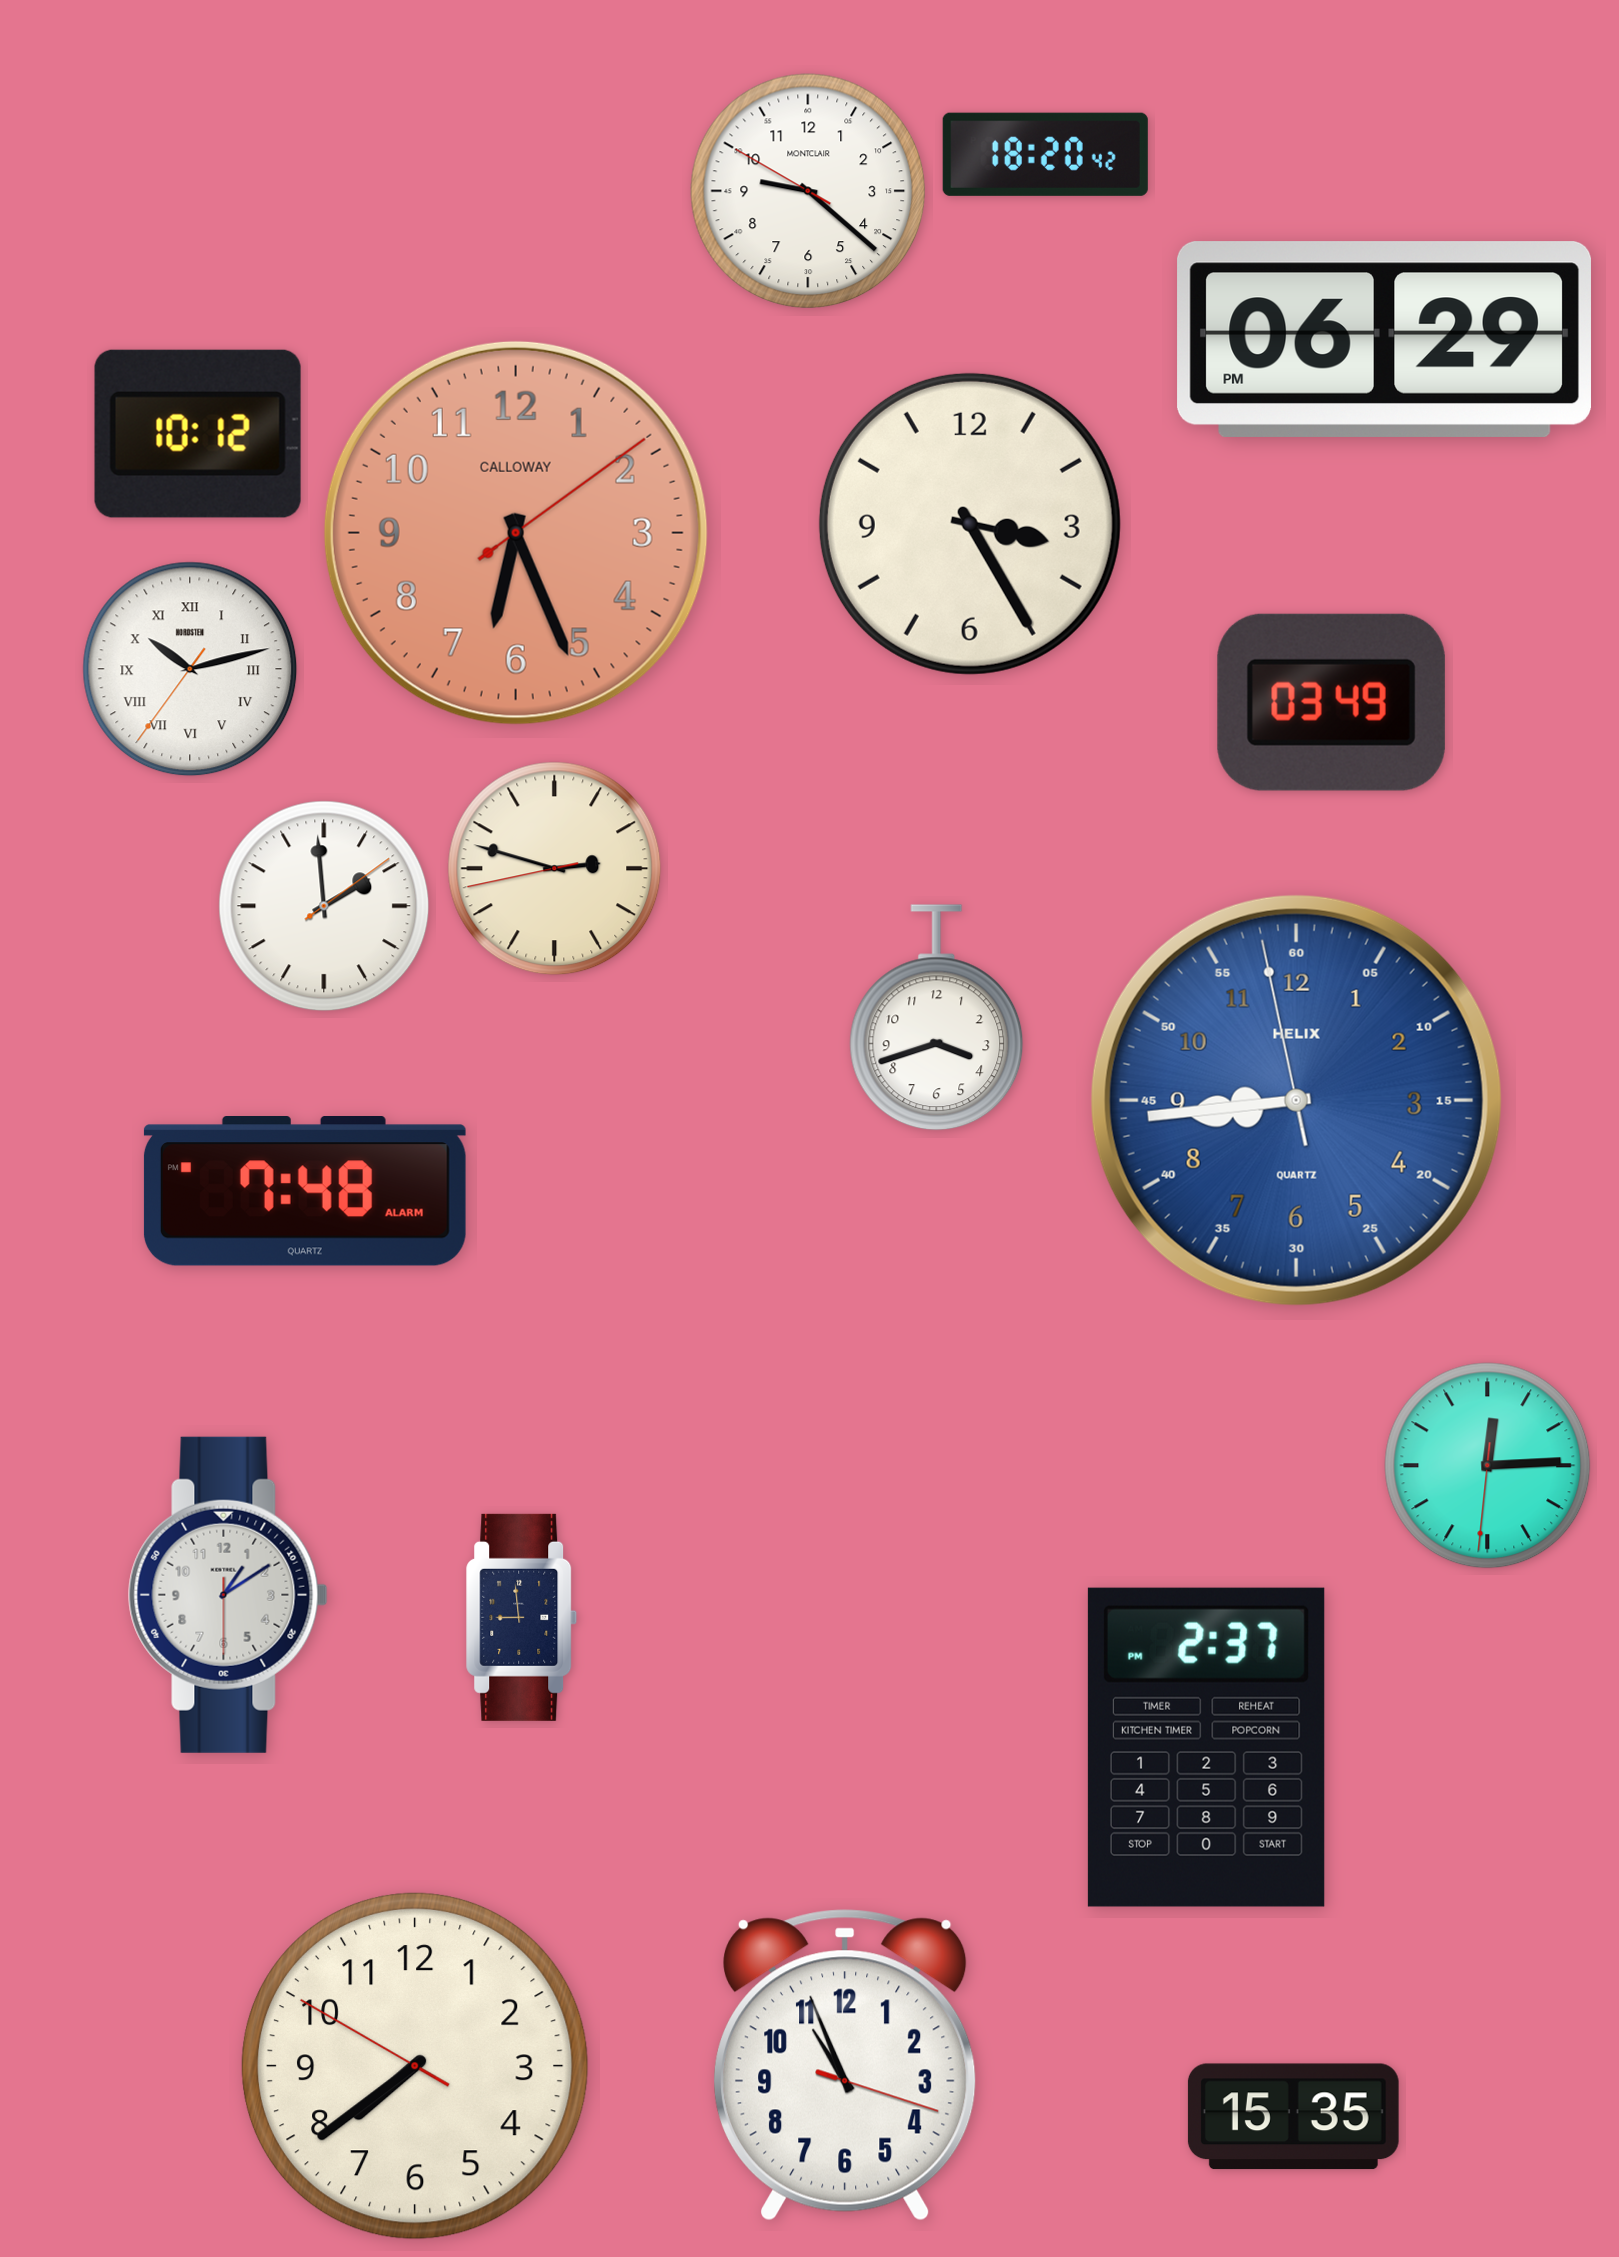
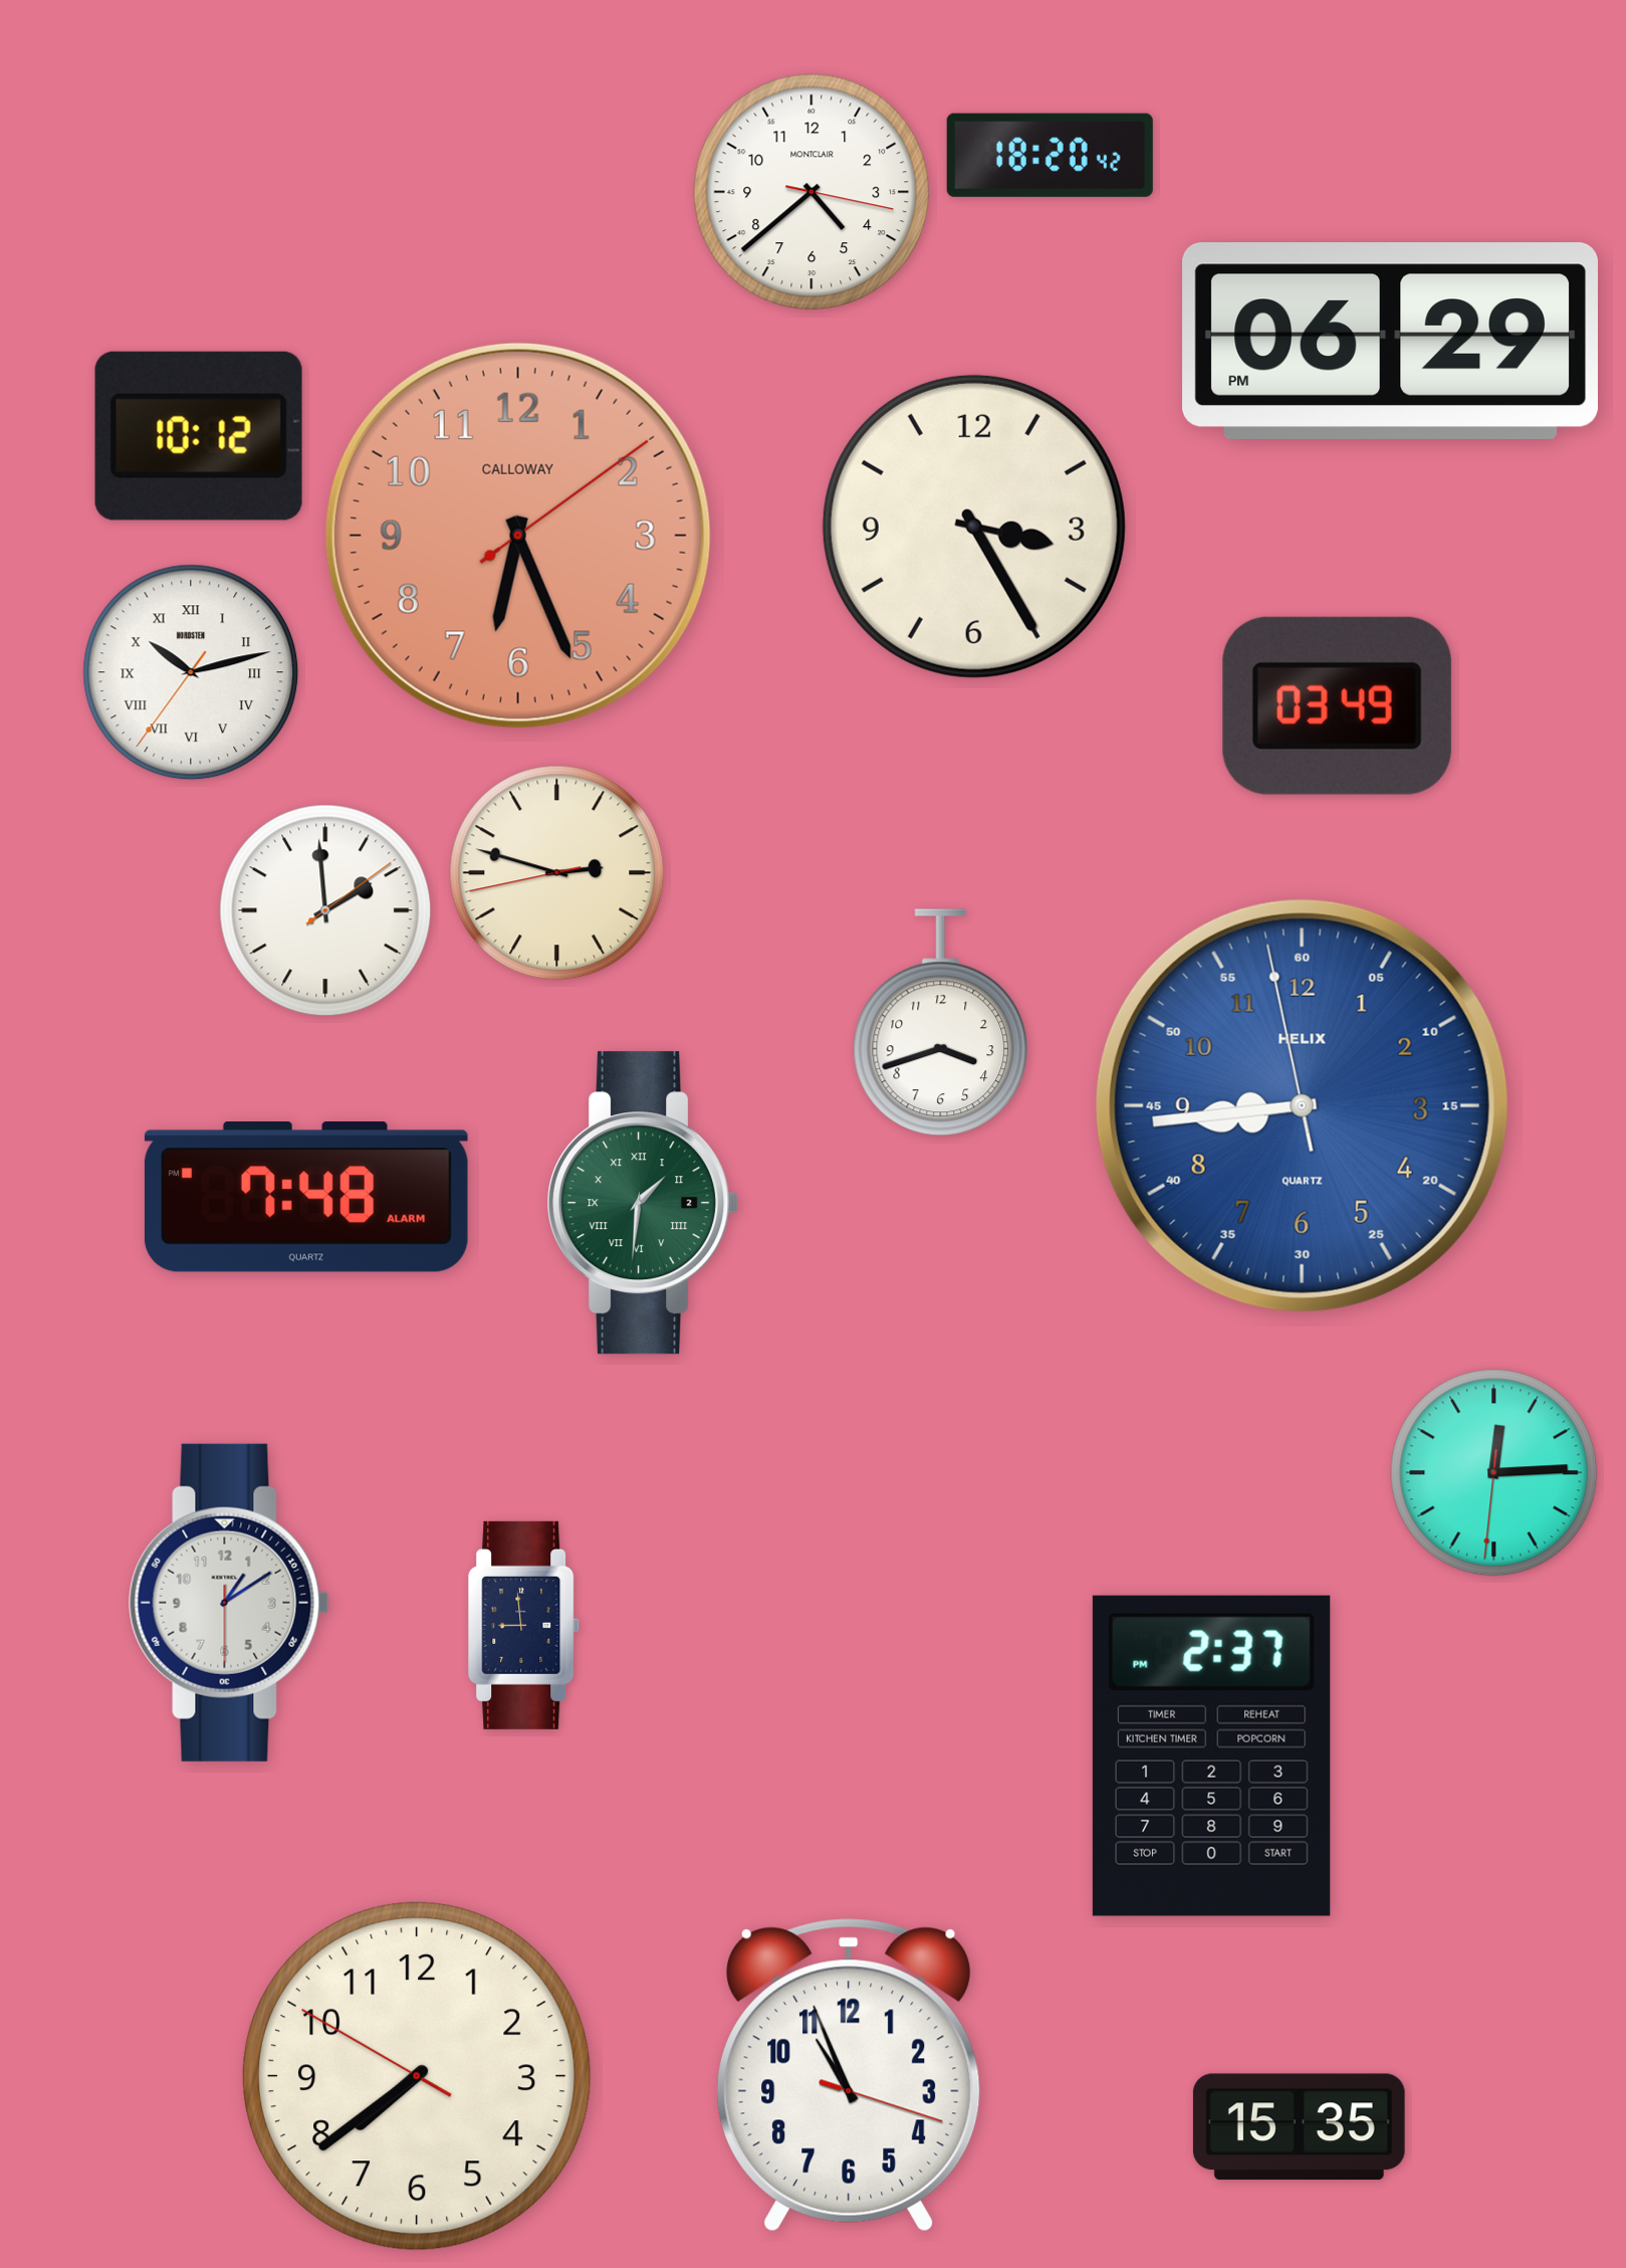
clock at (808, 191): 9:21 -> 4:38
clock at (643, 1203): none -> 1:31
